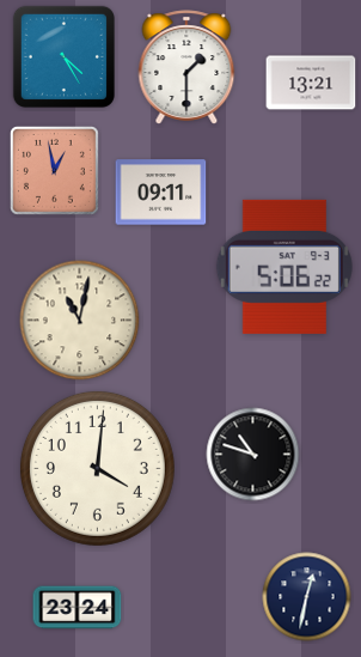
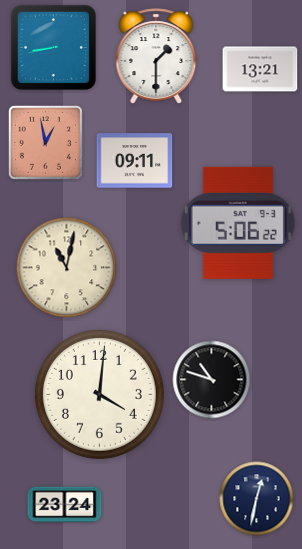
clock at (63, 56): 4:25 -> 8:43
clock at (97, 468) position: (97, 468) -> (99, 394)
clock at (78, 608) position: (78, 608) -> (65, 505)
